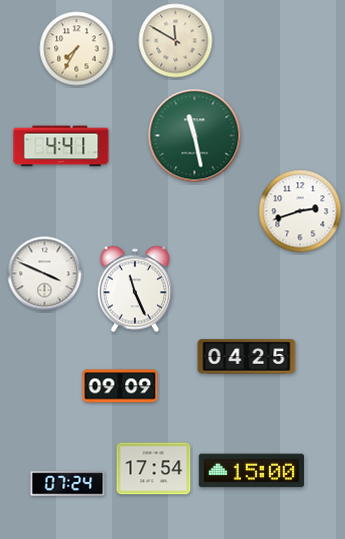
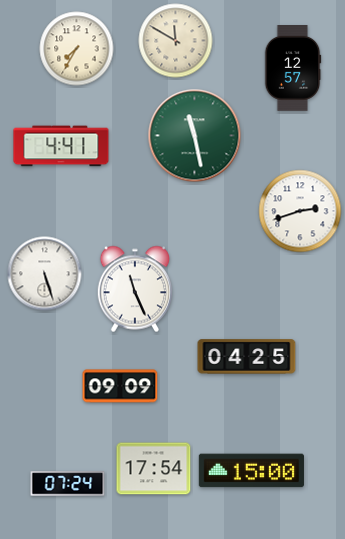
clock at (293, 69): none -> 12:57
clock at (45, 274): 3:49 -> 5:27
